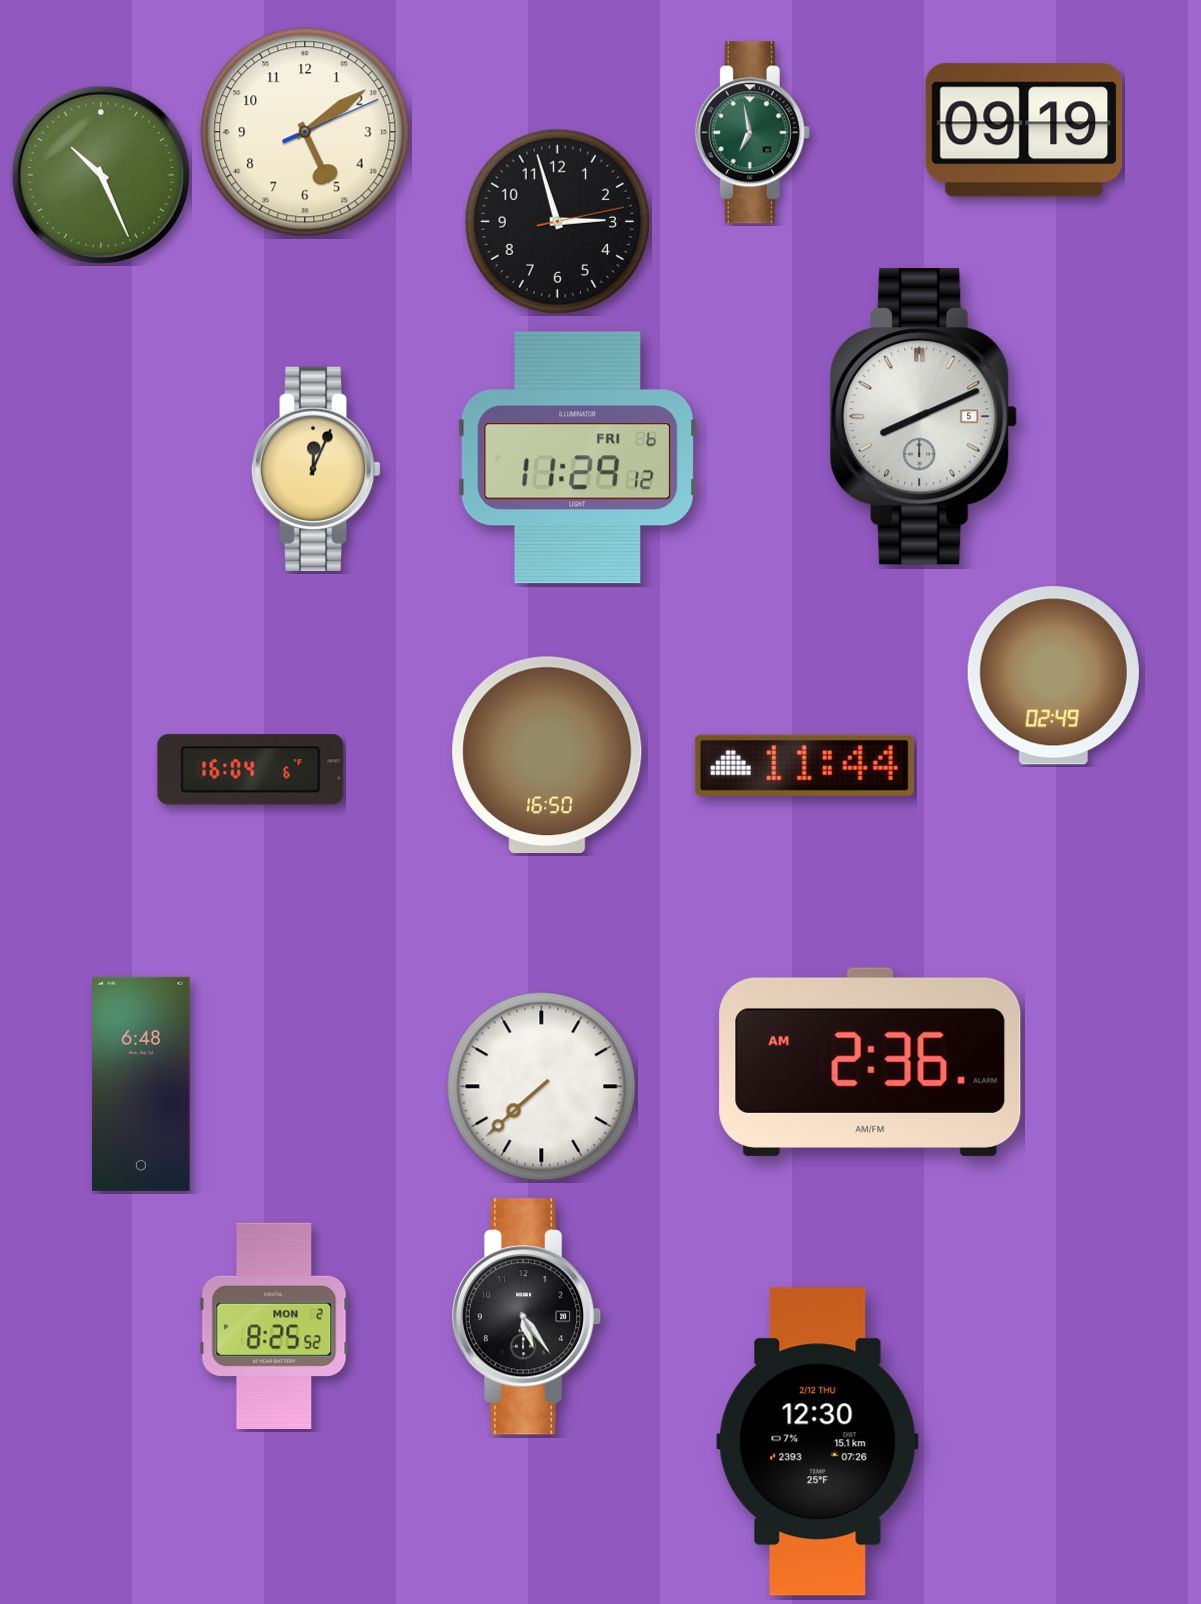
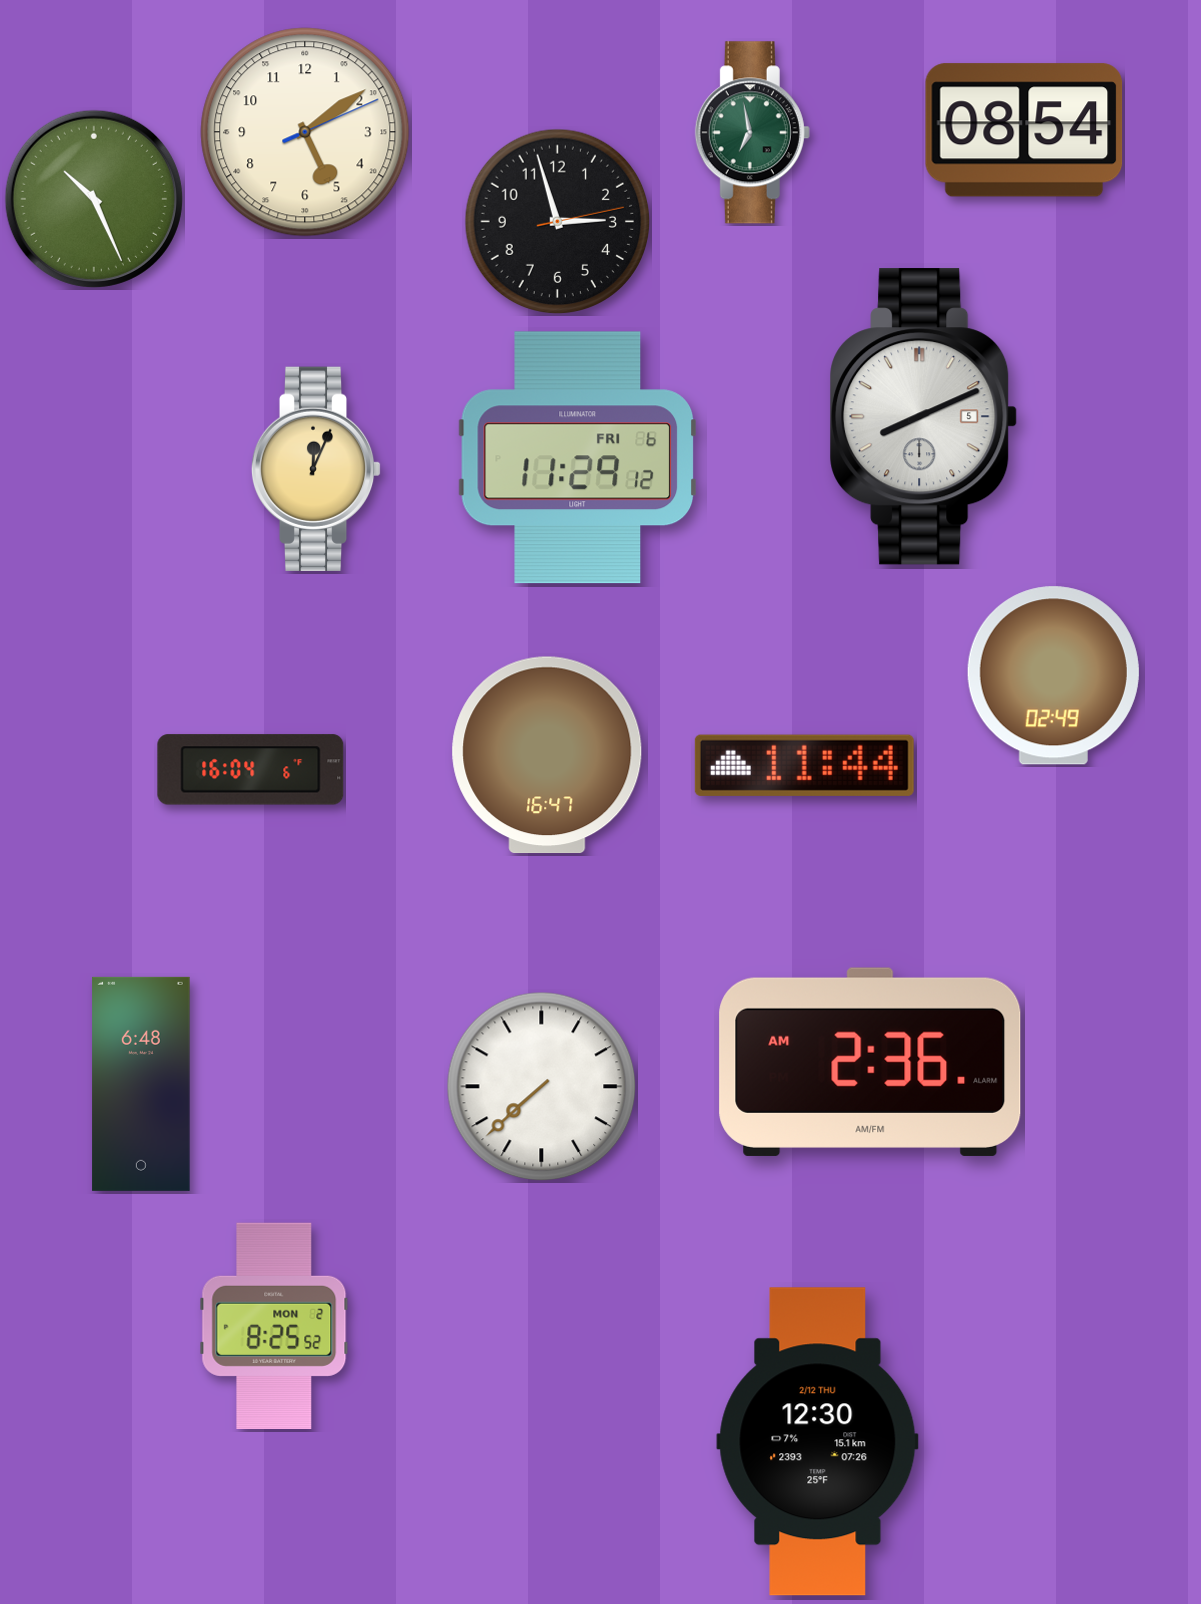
clock at (1024, 130): 09:19 -> 08:54
clock at (101, 175) position: (101, 175) -> (94, 199)
clock at (547, 755): 16:50 -> 16:47
clock at (527, 1317): 5:24 -> none
